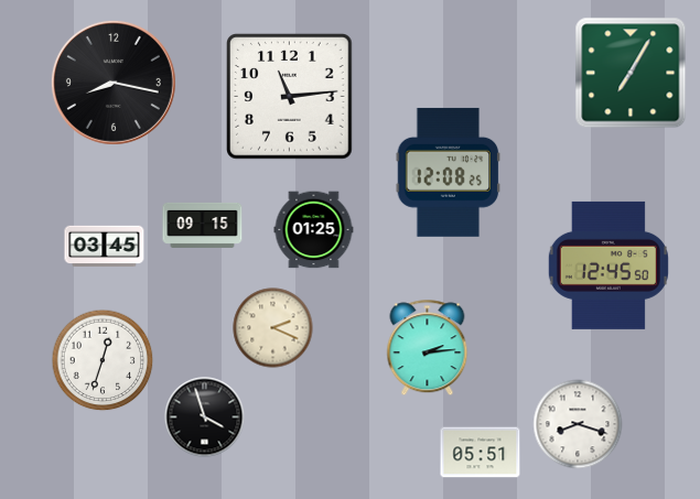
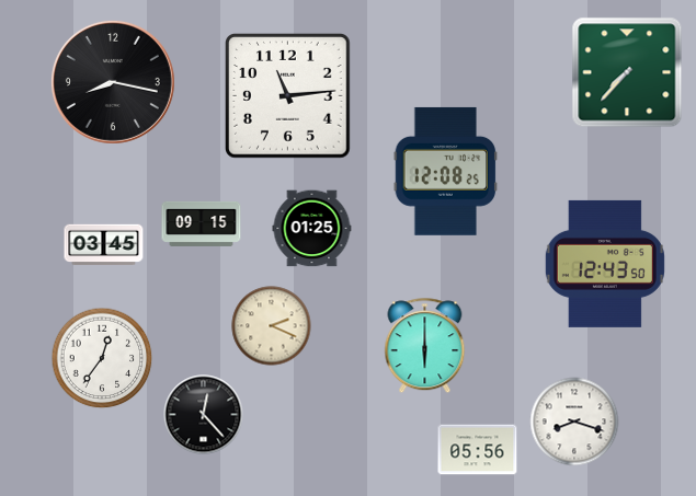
clock at (631, 73): 7:05 -> 7:37
clock at (609, 265): 12:45 -> 12:43
clock at (428, 348): 2:14 -> 6:00
clock at (103, 360): 12:33 -> 12:36
clock at (205, 417): 3:57 -> 12:23
clock at (481, 453): 05:51 -> 05:56
